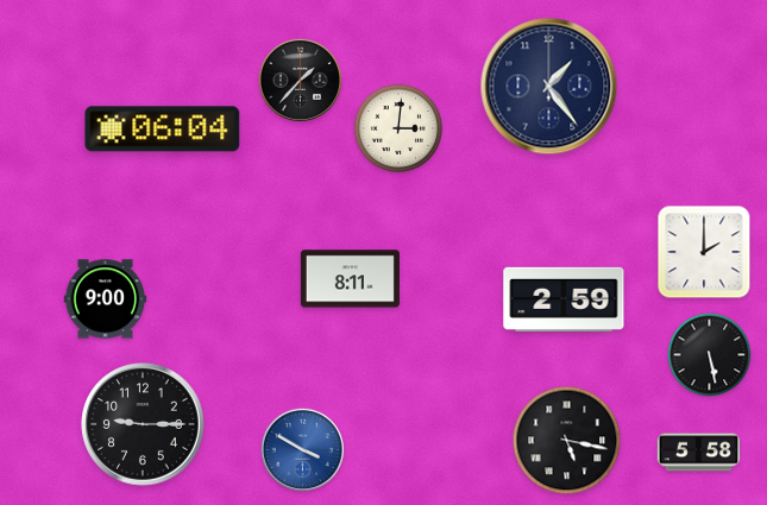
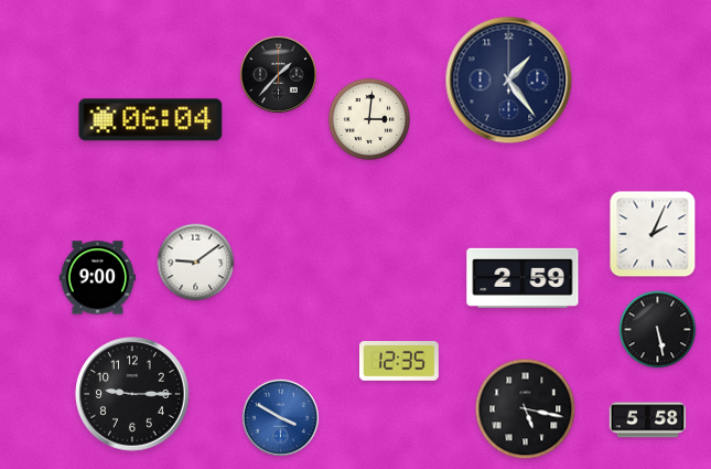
clock at (704, 252): 2:00 -> 2:04
clock at (350, 279): 8:11 -> none
clock at (196, 263): none -> 9:09
clock at (400, 362): none -> 12:35
